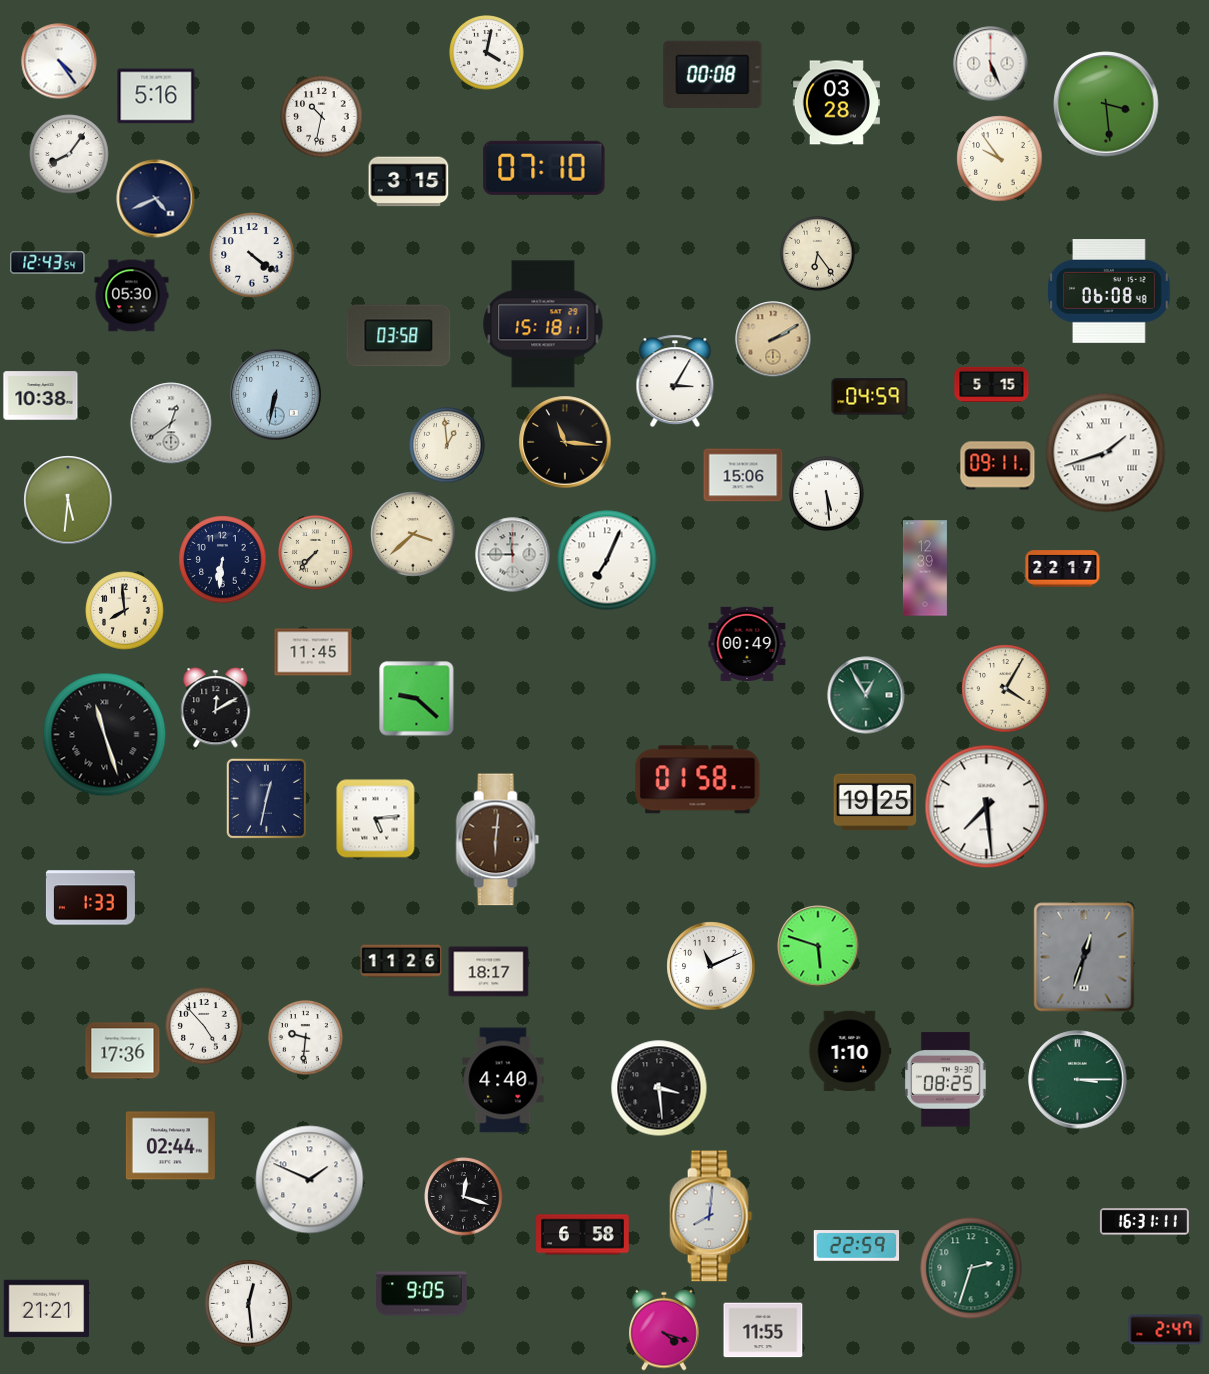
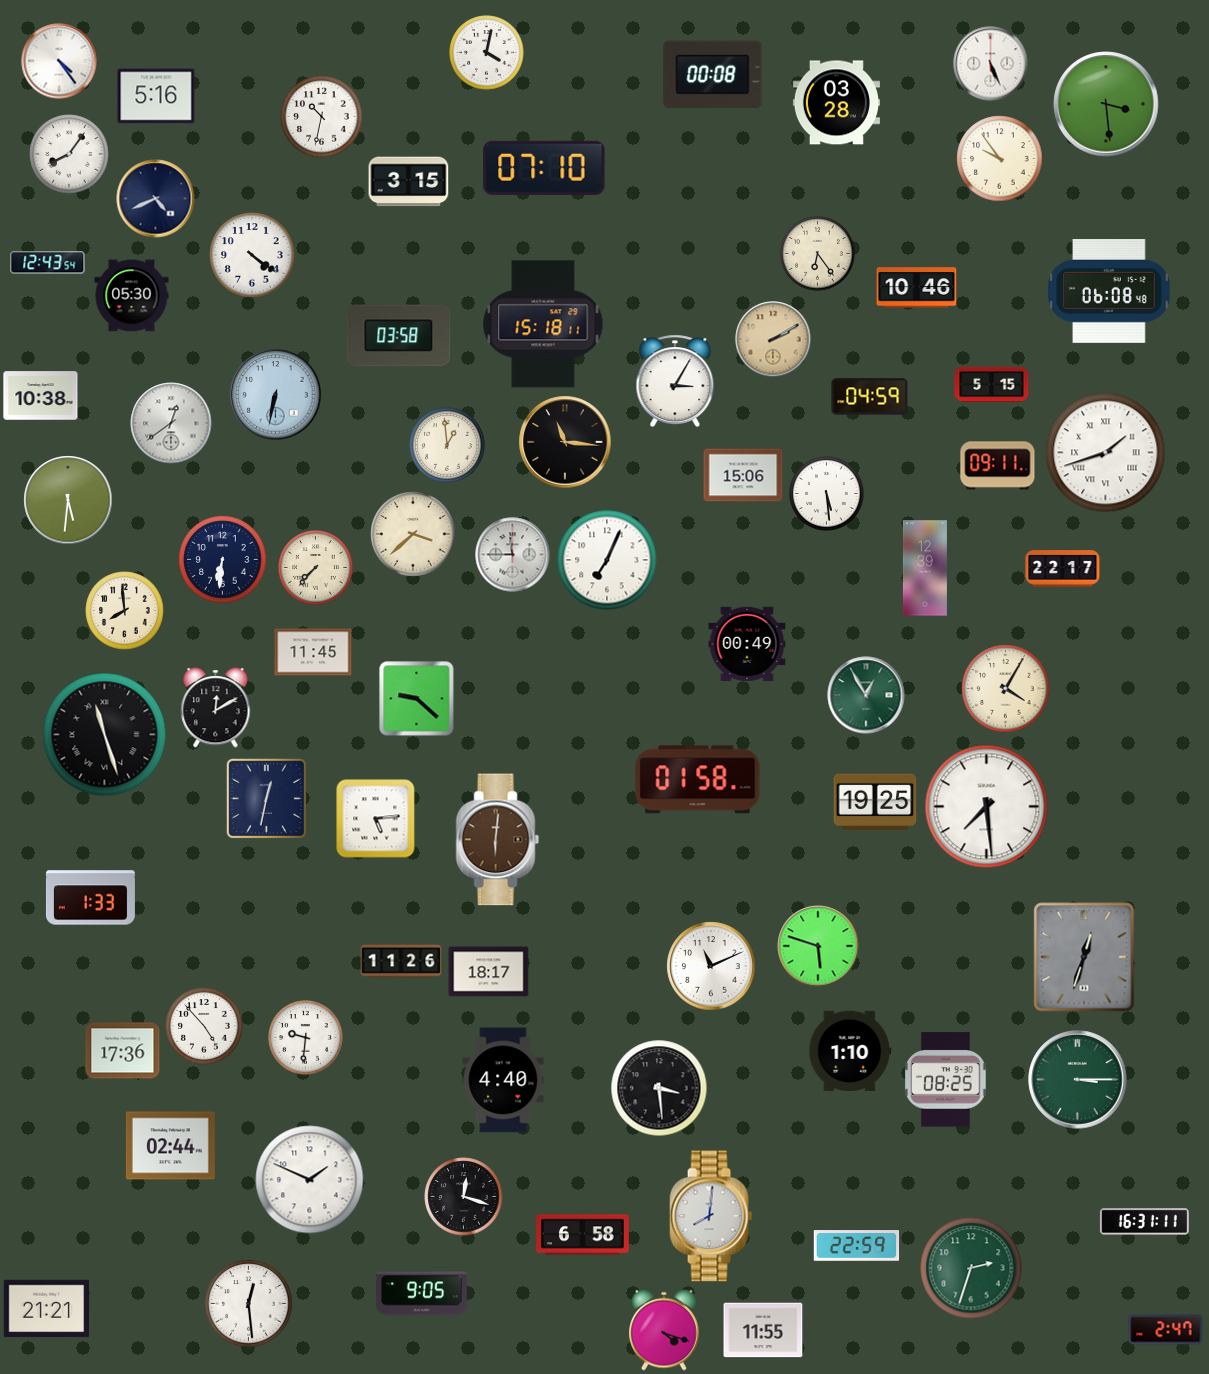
clock at (917, 288): none -> 10:46
clock at (316, 553) position: (316, 553) -> (316, 568)
